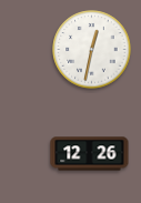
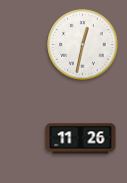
clock at (90, 154): 12:26 -> 11:26
